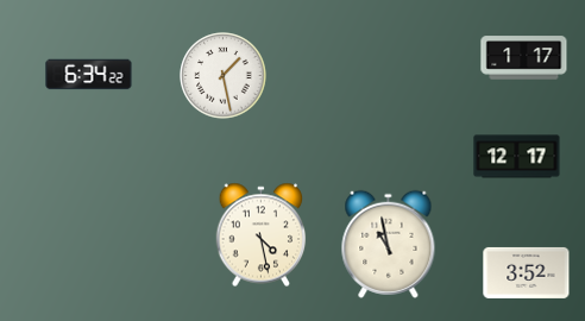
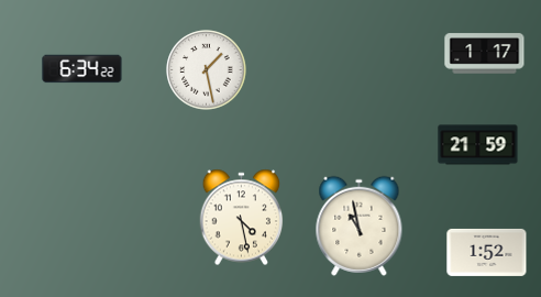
clock at (517, 157): 12:17 -> 21:59
clock at (527, 272): 3:52 -> 1:52
